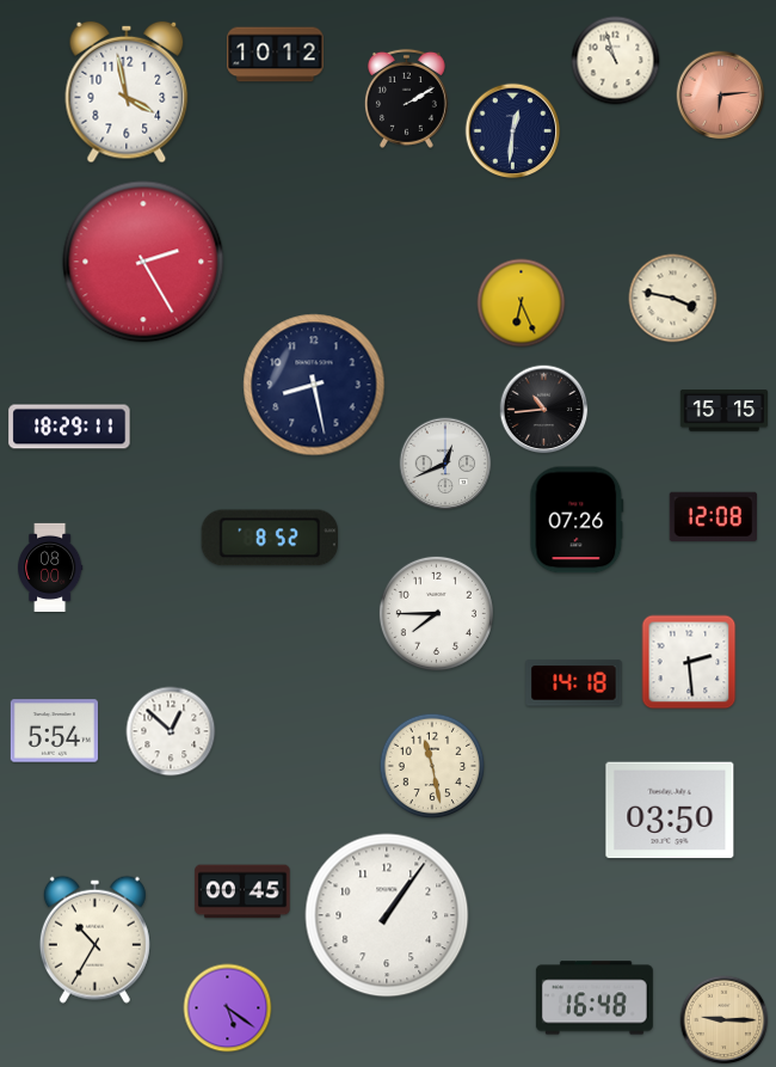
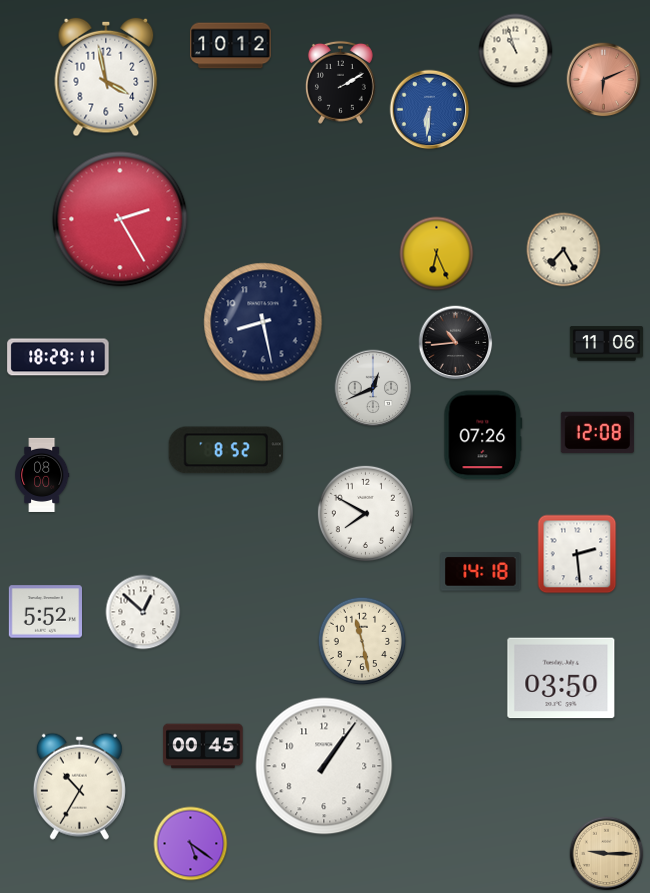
clock at (721, 96): 6:14 -> 6:11
clock at (513, 131): 12:31 -> 6:31
clock at (513, 131) dial: navy -> blue
clock at (673, 299): 3:47 -> 7:25
clock at (725, 411): 15:15 -> 11:06
clock at (436, 613): 7:45 -> 7:50
clock at (54, 731): 5:54 -> 5:52
clock at (595, 998): 16:48 -> none
